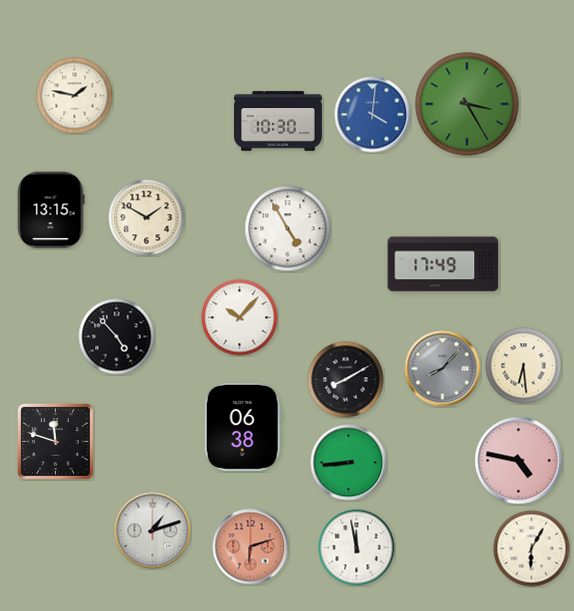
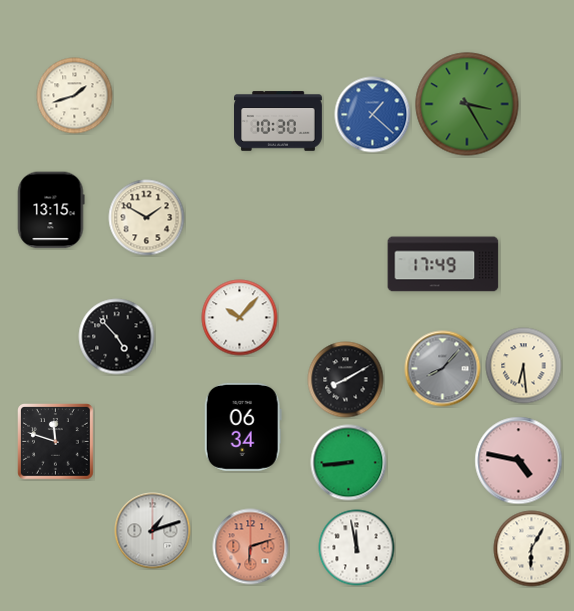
clock at (75, 96): 1:47 -> 1:42
clock at (373, 115): 4:01 -> 1:22
clock at (288, 229): 4:55 -> none
clock at (243, 427): 06:38 -> 06:34
